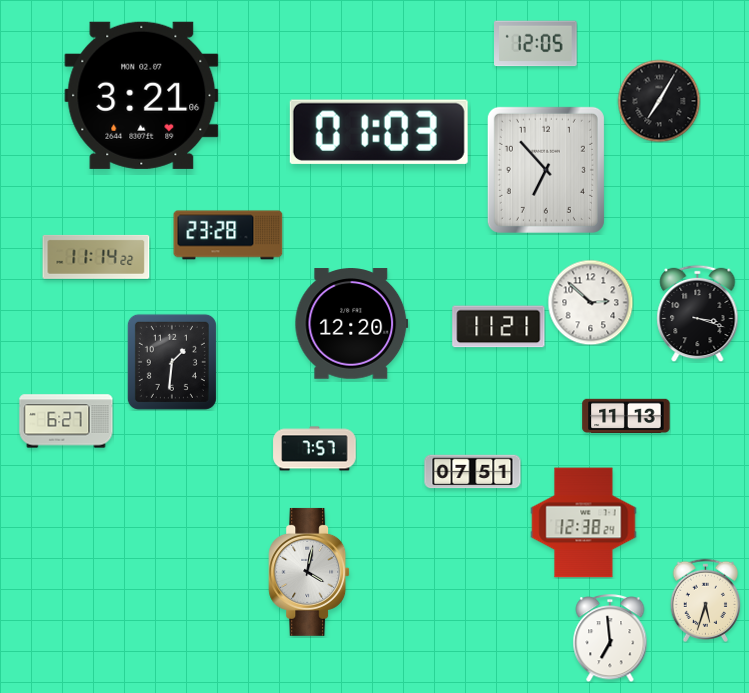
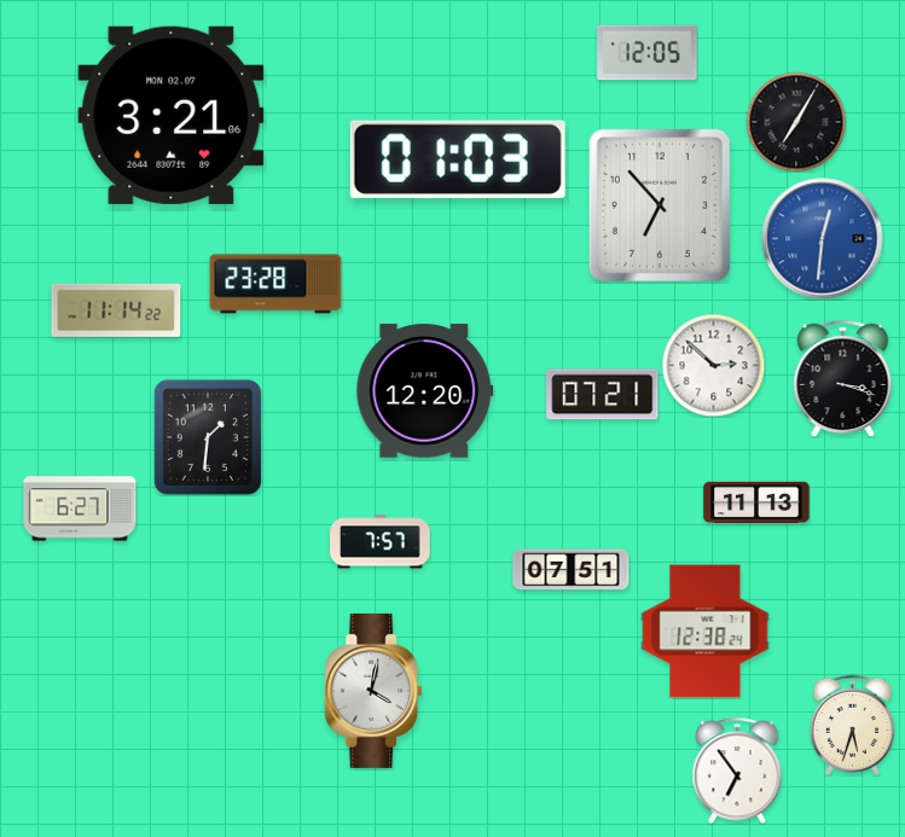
clock at (823, 239): none -> 12:31
clock at (499, 327): 11:21 -> 07:21
clock at (610, 638): 6:59 -> 6:54
